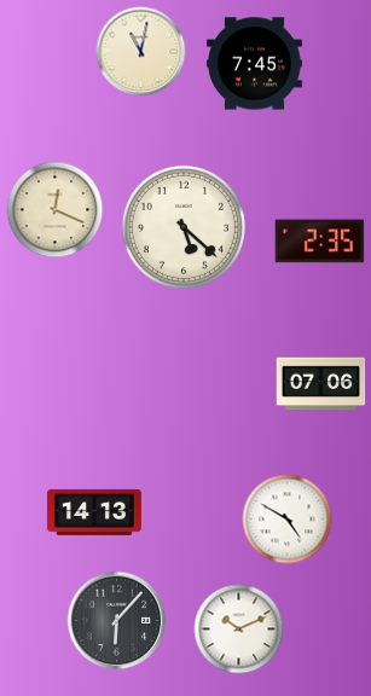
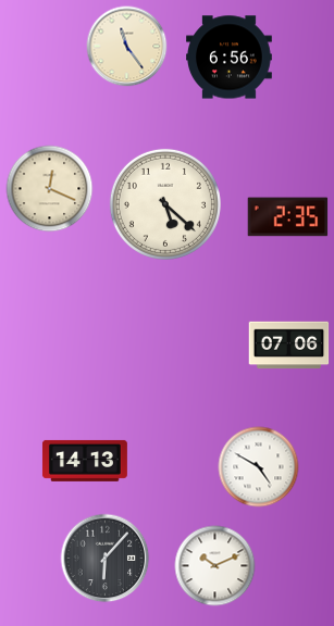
clock at (141, 52): 11:02 -> 11:24
clock at (255, 64): 7:45 -> 6:56
